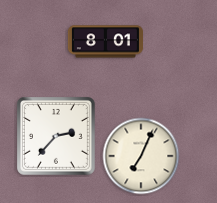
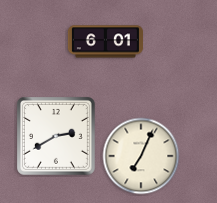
clock at (105, 42): 8:01 -> 6:01
clock at (56, 136): 2:37 -> 2:40
